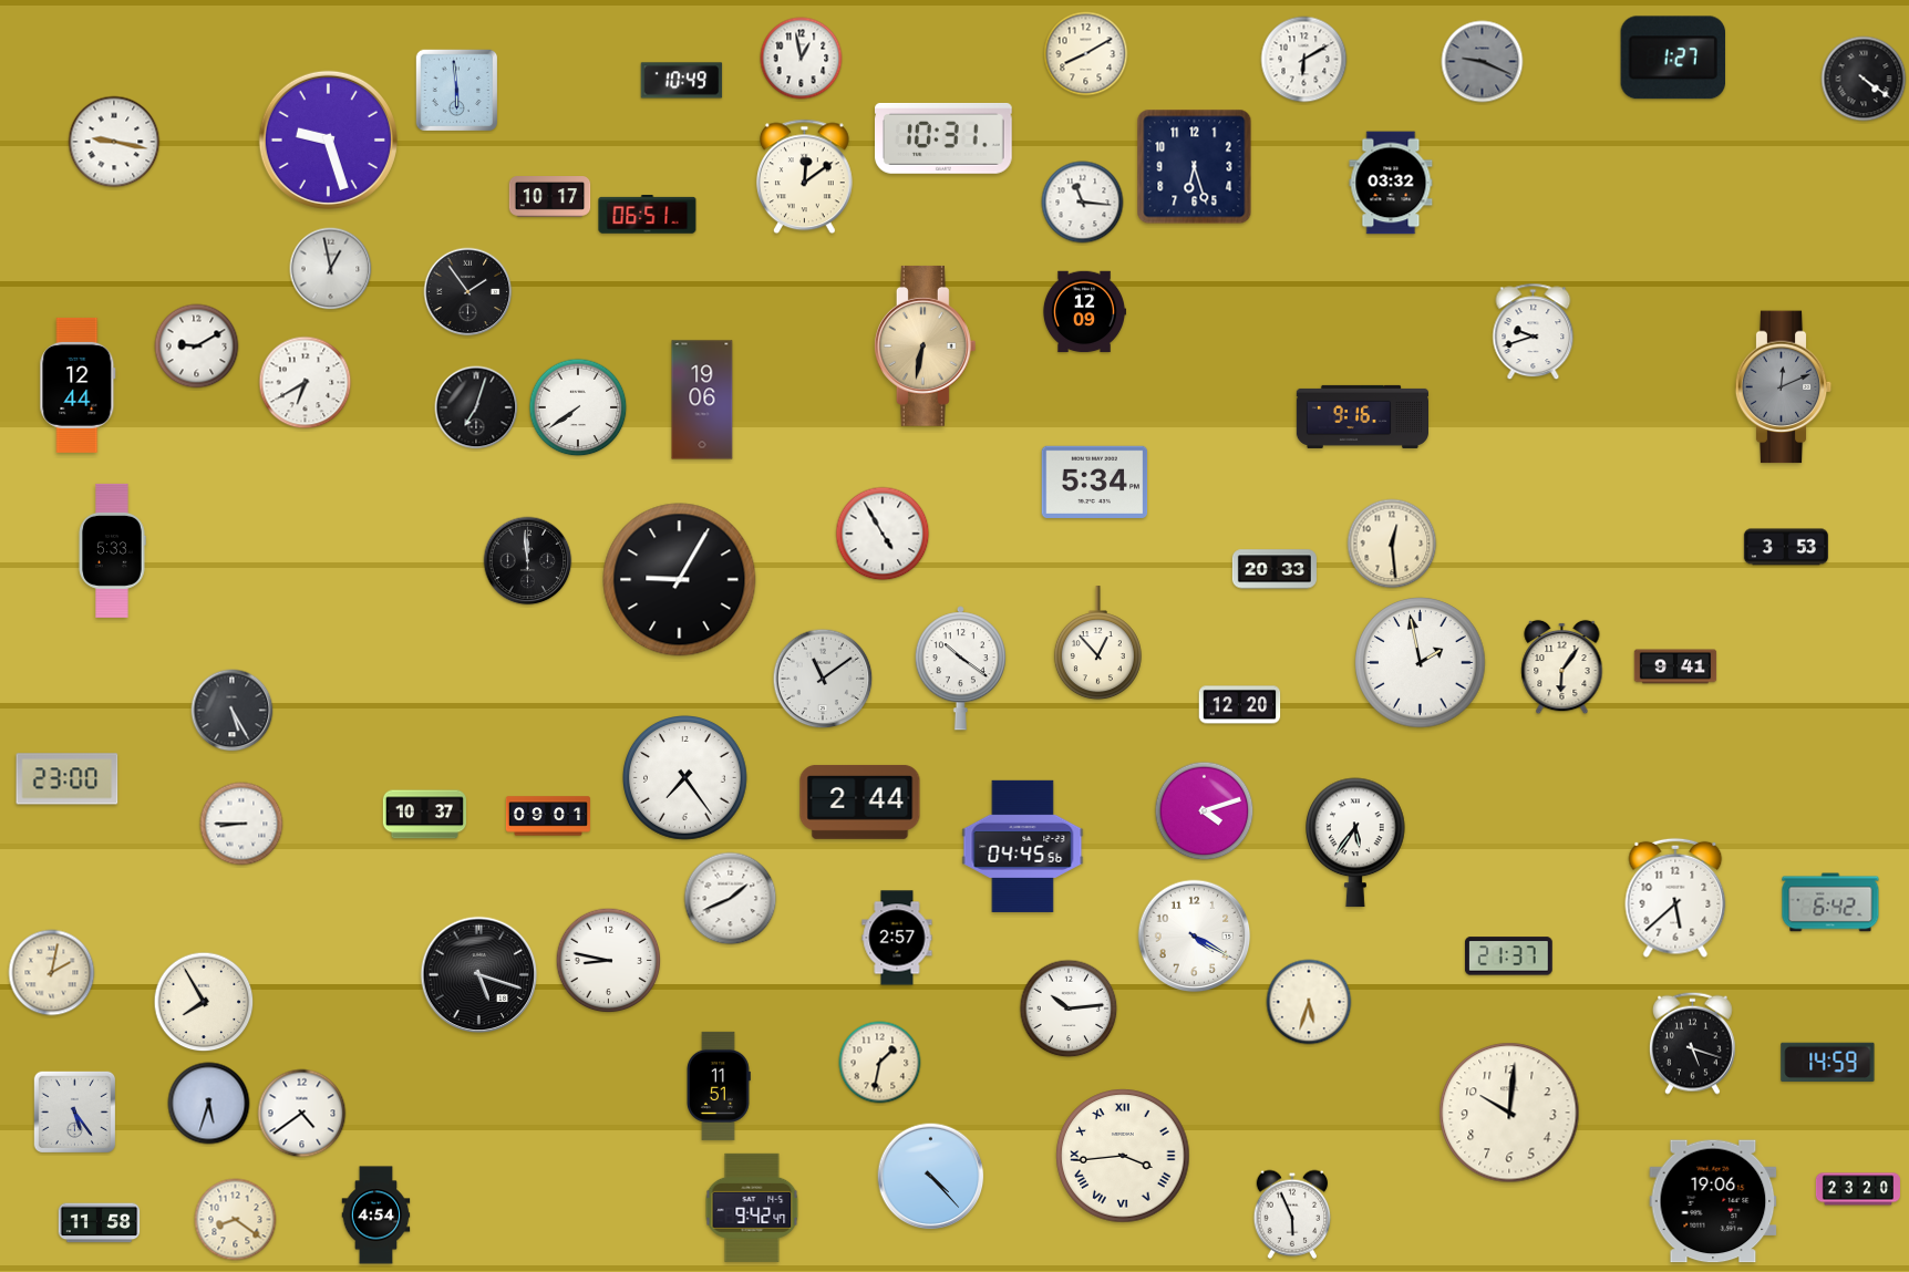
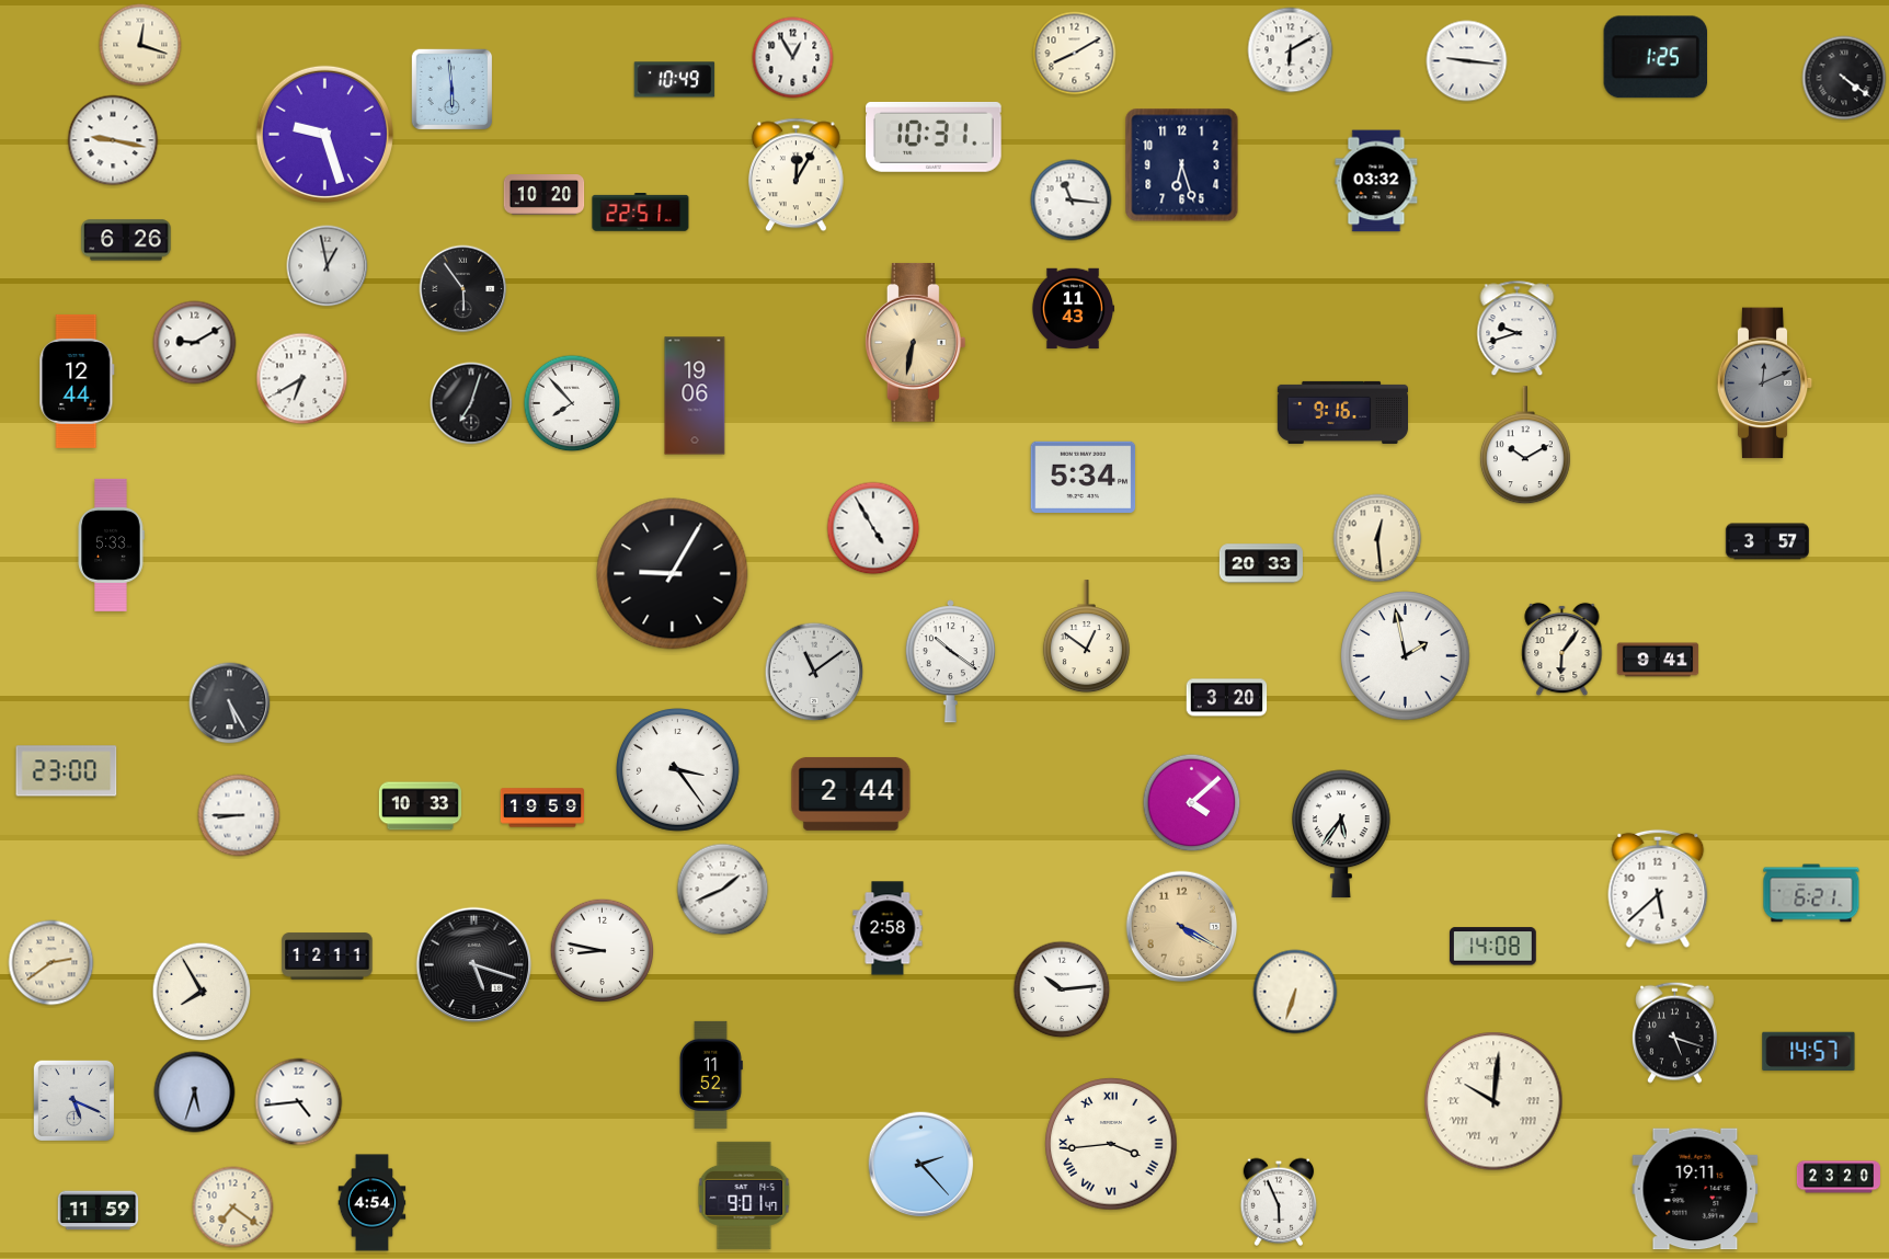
clock at (140, 45): none -> 12:18
clock at (1672, 58): 1:27 -> 1:25
clock at (802, 59): 12:58 -> 12:55
clock at (1304, 60) position: (1304, 60) -> (1291, 50)
clock at (1483, 62): 9:19 -> 9:16
clock at (1483, 62) dial: grey -> white
clock at (328, 139) position: (328, 139) -> (324, 134)
clock at (804, 177): 12:09 -> 12:05
clock at (550, 197): 10:17 -> 10:20
clock at (648, 215): 06:51 -> 22:51
clock at (126, 240): none -> 6:26
clock at (468, 292): 1:54 -> 5:54
clock at (1083, 312): 12:09 -> 11:43
clock at (578, 407): 7:39 -> 7:53
clock at (1362, 416) position: (1362, 416) -> (1342, 412)
clock at (1525, 446): none -> 10:10
clock at (1786, 547): 3:53 -> 3:57
clock at (528, 561): 11:59 -> none
clock at (1097, 643): 12:53 -> 12:51
clock at (1562, 668) position: (1562, 668) -> (1562, 650)
clock at (1240, 705): 12:20 -> 3:20
clock at (685, 778): 7:24 -> 3:24
clock at (1205, 811): 4:12 -> 4:08
clock at (424, 815): 10:37 -> 10:33
clock at (548, 816): 09:01 -> 19:59
clock at (1023, 846): 04:45 -> none
clock at (1830, 902): 6:42 -> 6:21
clock at (1195, 937) dial: white -> champagne
clock at (897, 938): 2:57 -> 2:58
clock at (1508, 956): 21:37 -> 14:08
clock at (328, 957): none -> 12:11
clock at (52, 973): 2:02 -> 2:39
clock at (1309, 1002): 5:33 -> 6:33
clock at (1069, 1009) position: (1069, 1009) -> (1062, 989)
clock at (1828, 1062): 14:59 -> 14:57
clock at (880, 1063): 1:32 -> none
clock at (718, 1086): 11:51 -> 11:52
clock at (209, 1104) position: (209, 1104) -> (195, 1092)
clock at (75, 1113): 5:24 -> 5:19
clock at (1509, 1113) numerals: Arabic -> Roman
clock at (302, 1114): 4:39 -> 4:44
clock at (931, 1177): 4:23 -> 2:23
clock at (1713, 1201): 19:06 -> 19:11
clock at (752, 1208): 9:42 -> 9:01
clock at (236, 1220): 8:21 -> 7:21
clock at (100, 1223): 11:58 -> 11:59
